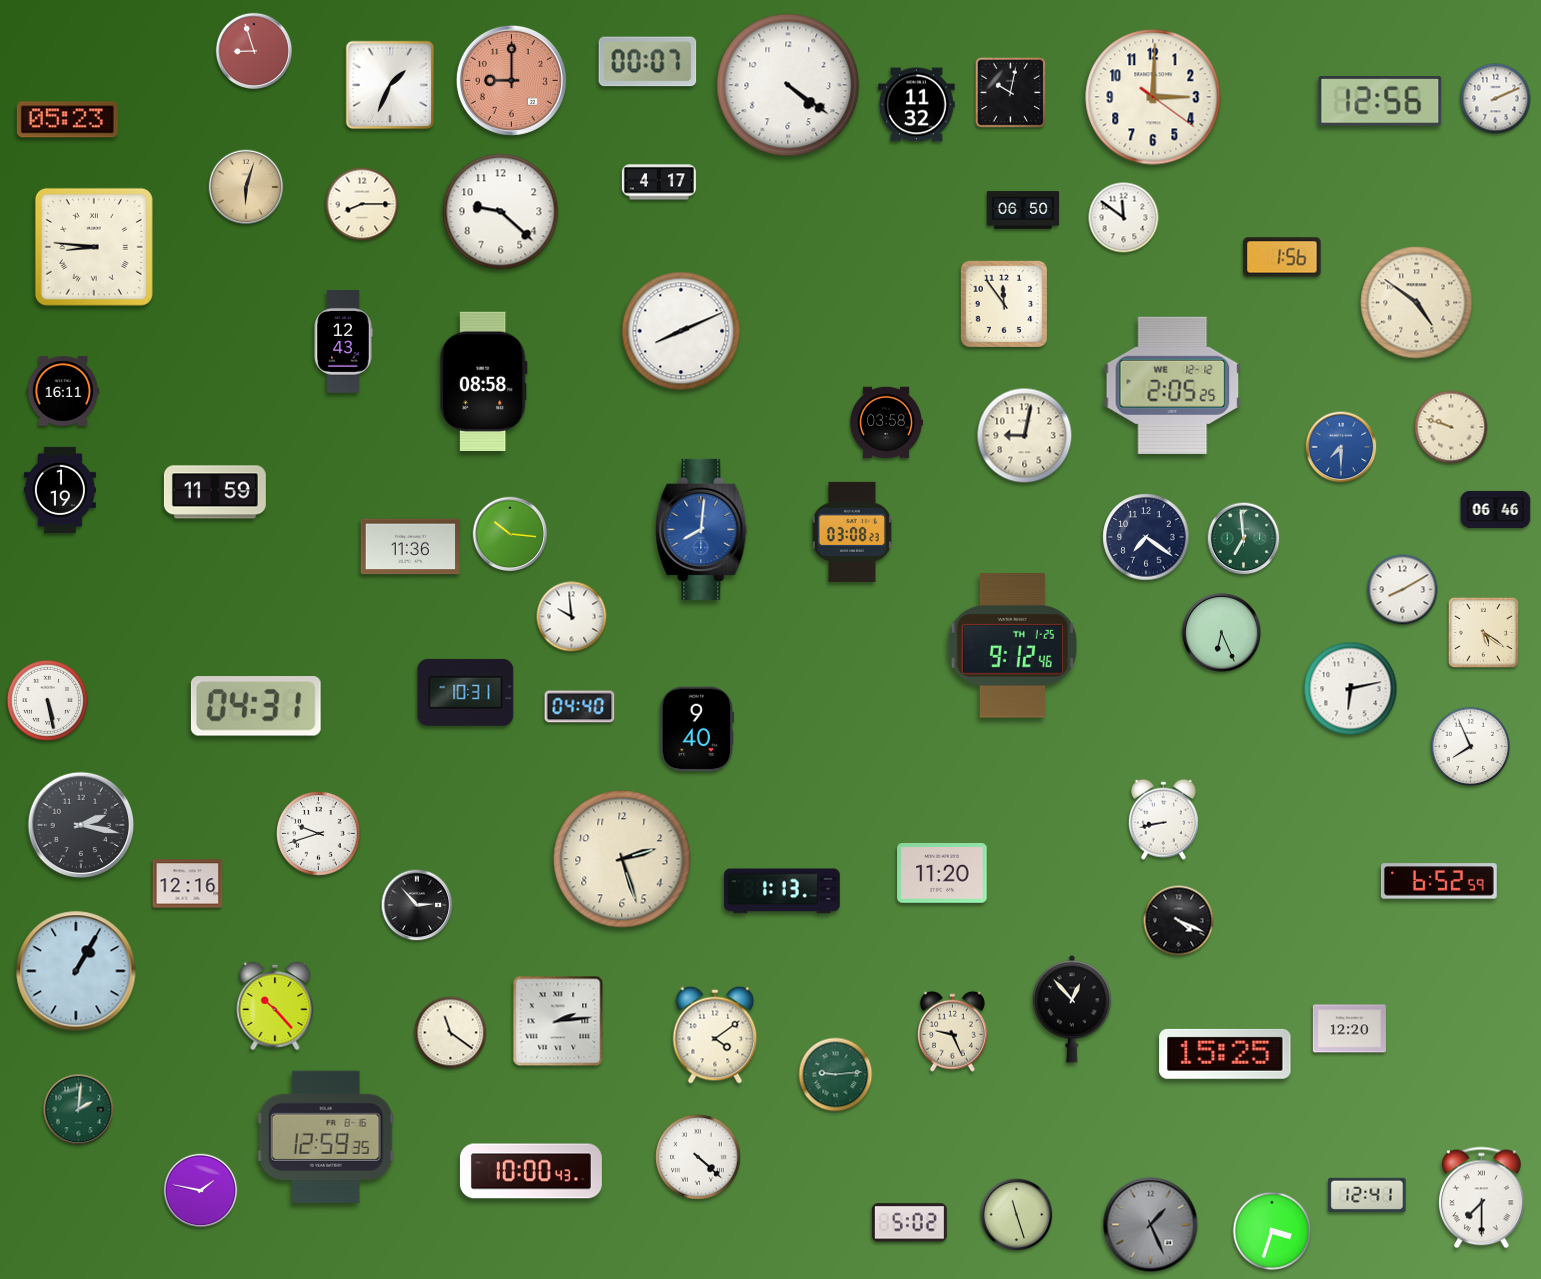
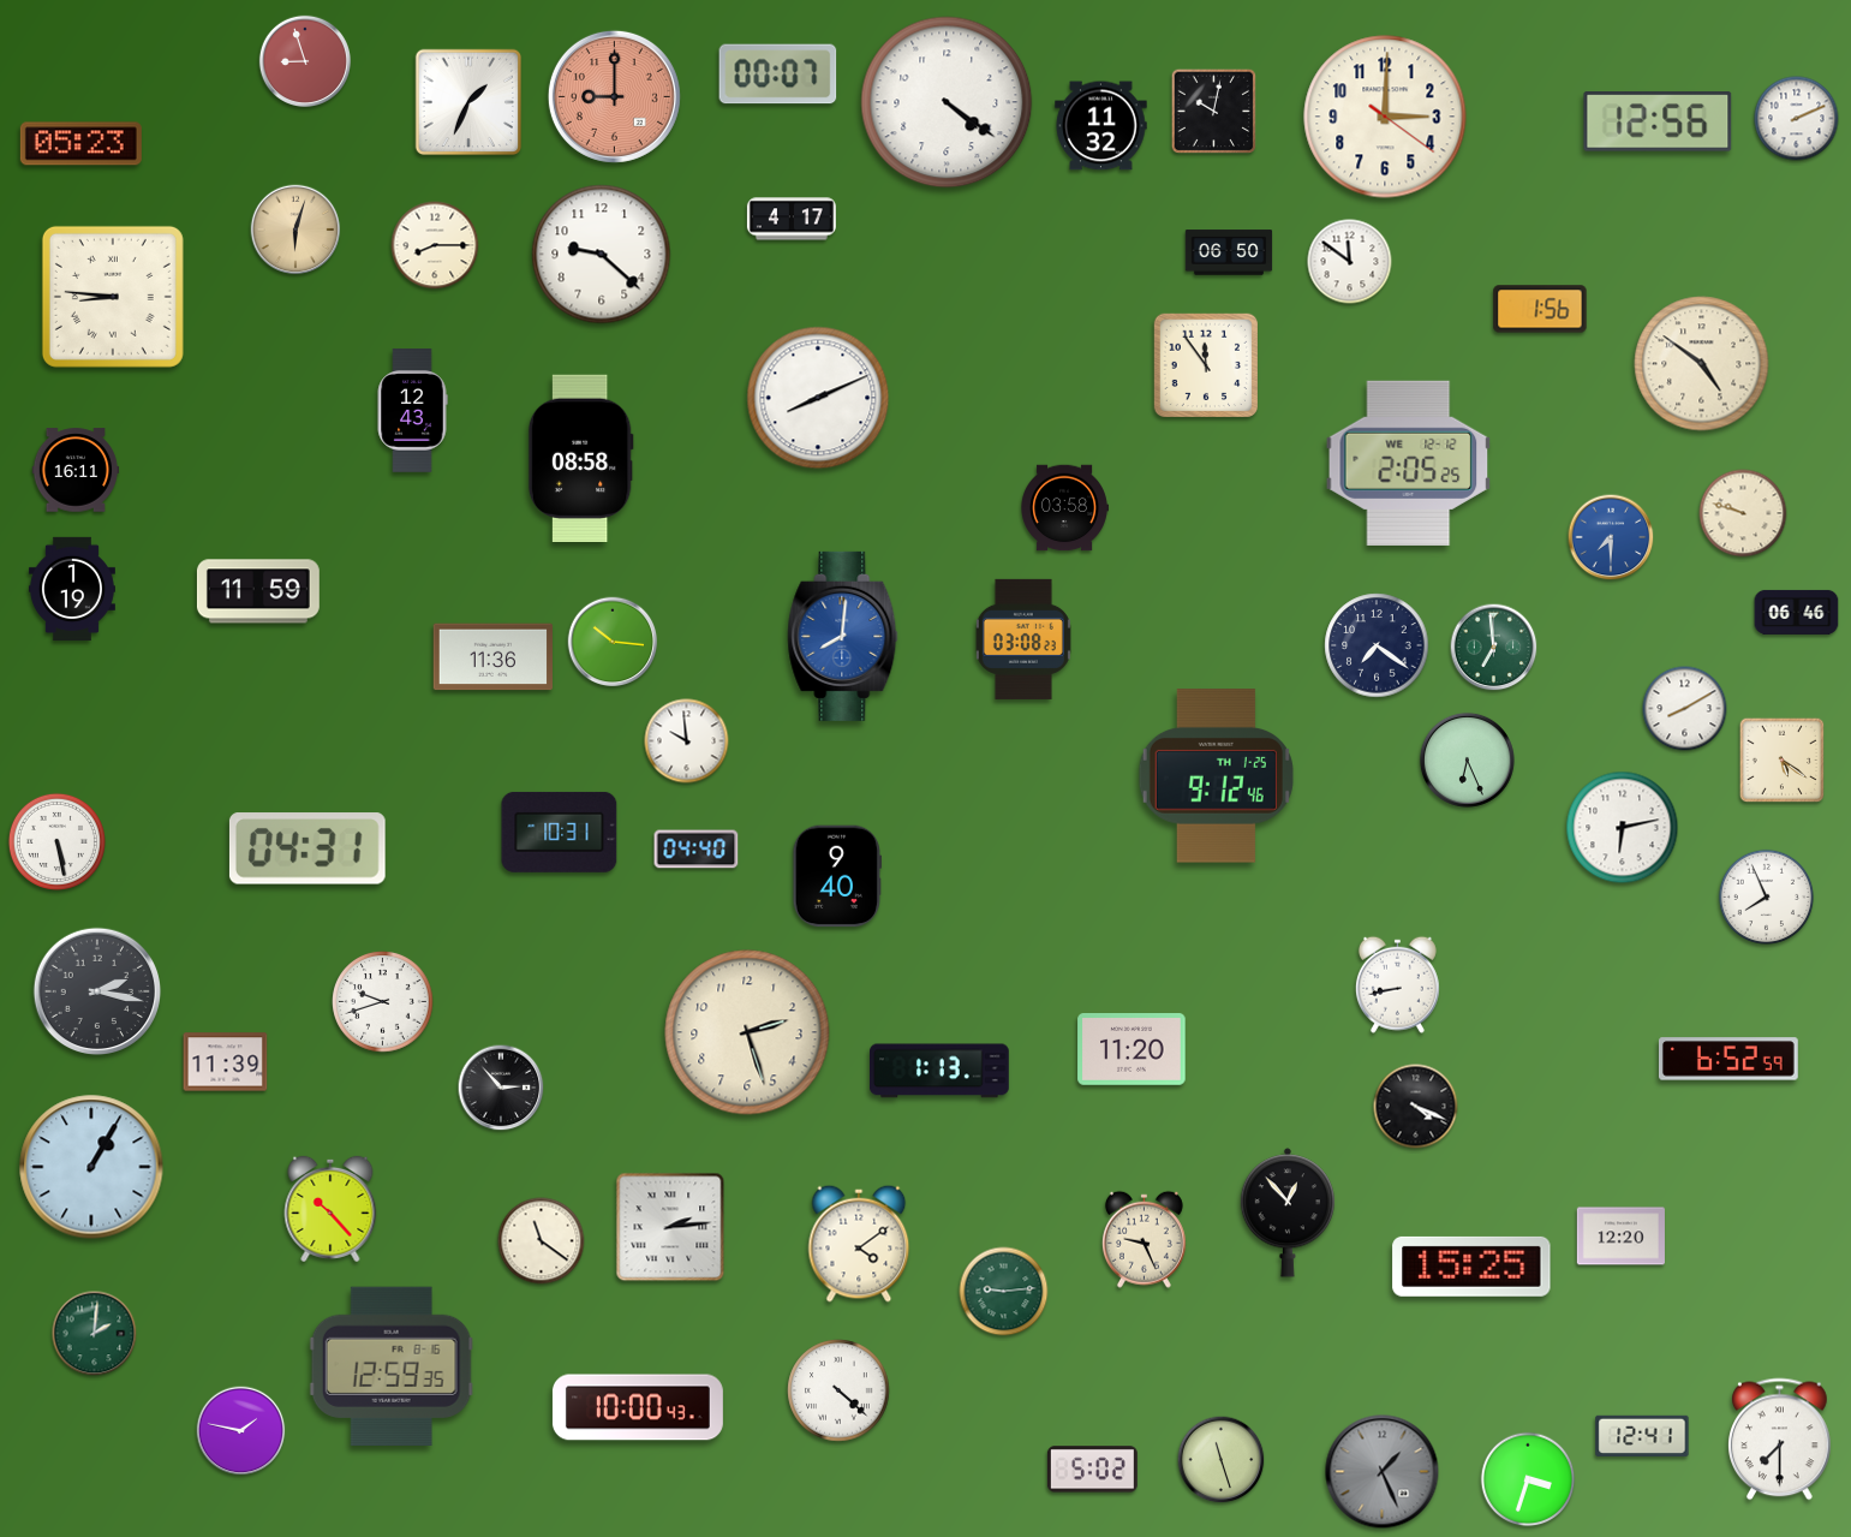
clock at (246, 187) position: (246, 187) -> (295, 230)
clock at (1025, 436): 9:02 -> none
clock at (188, 884): 12:16 -> 11:39
